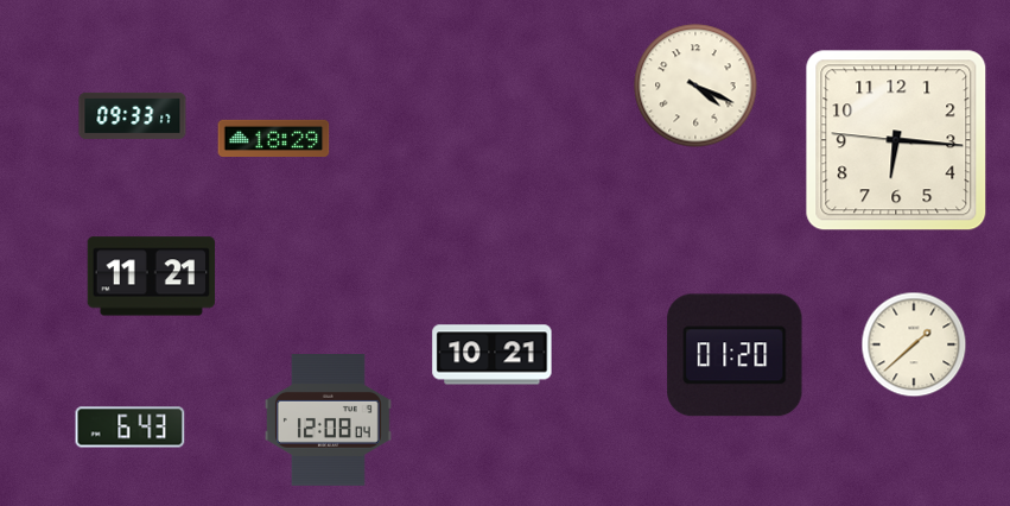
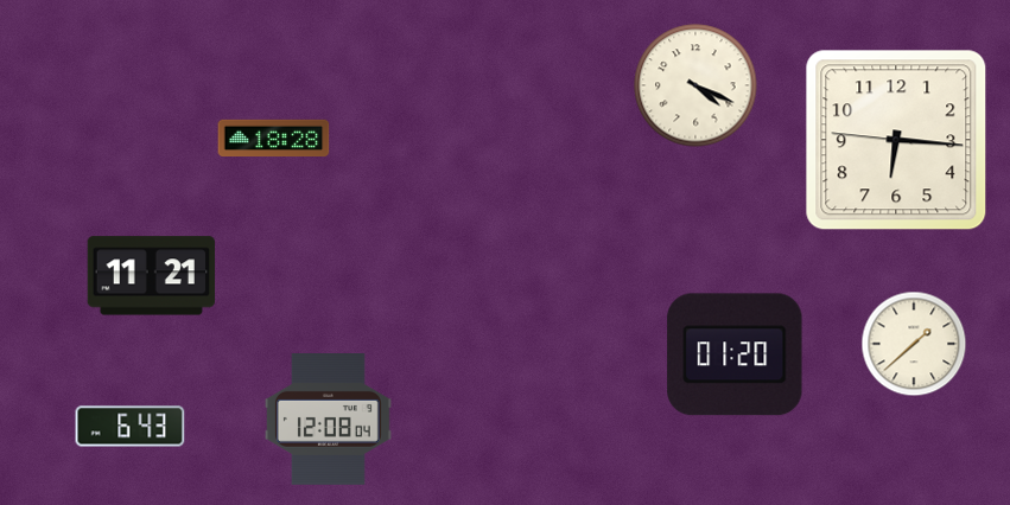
clock at (133, 115): 09:33 -> none
clock at (274, 138): 18:29 -> 18:28
clock at (493, 355): 10:21 -> none
